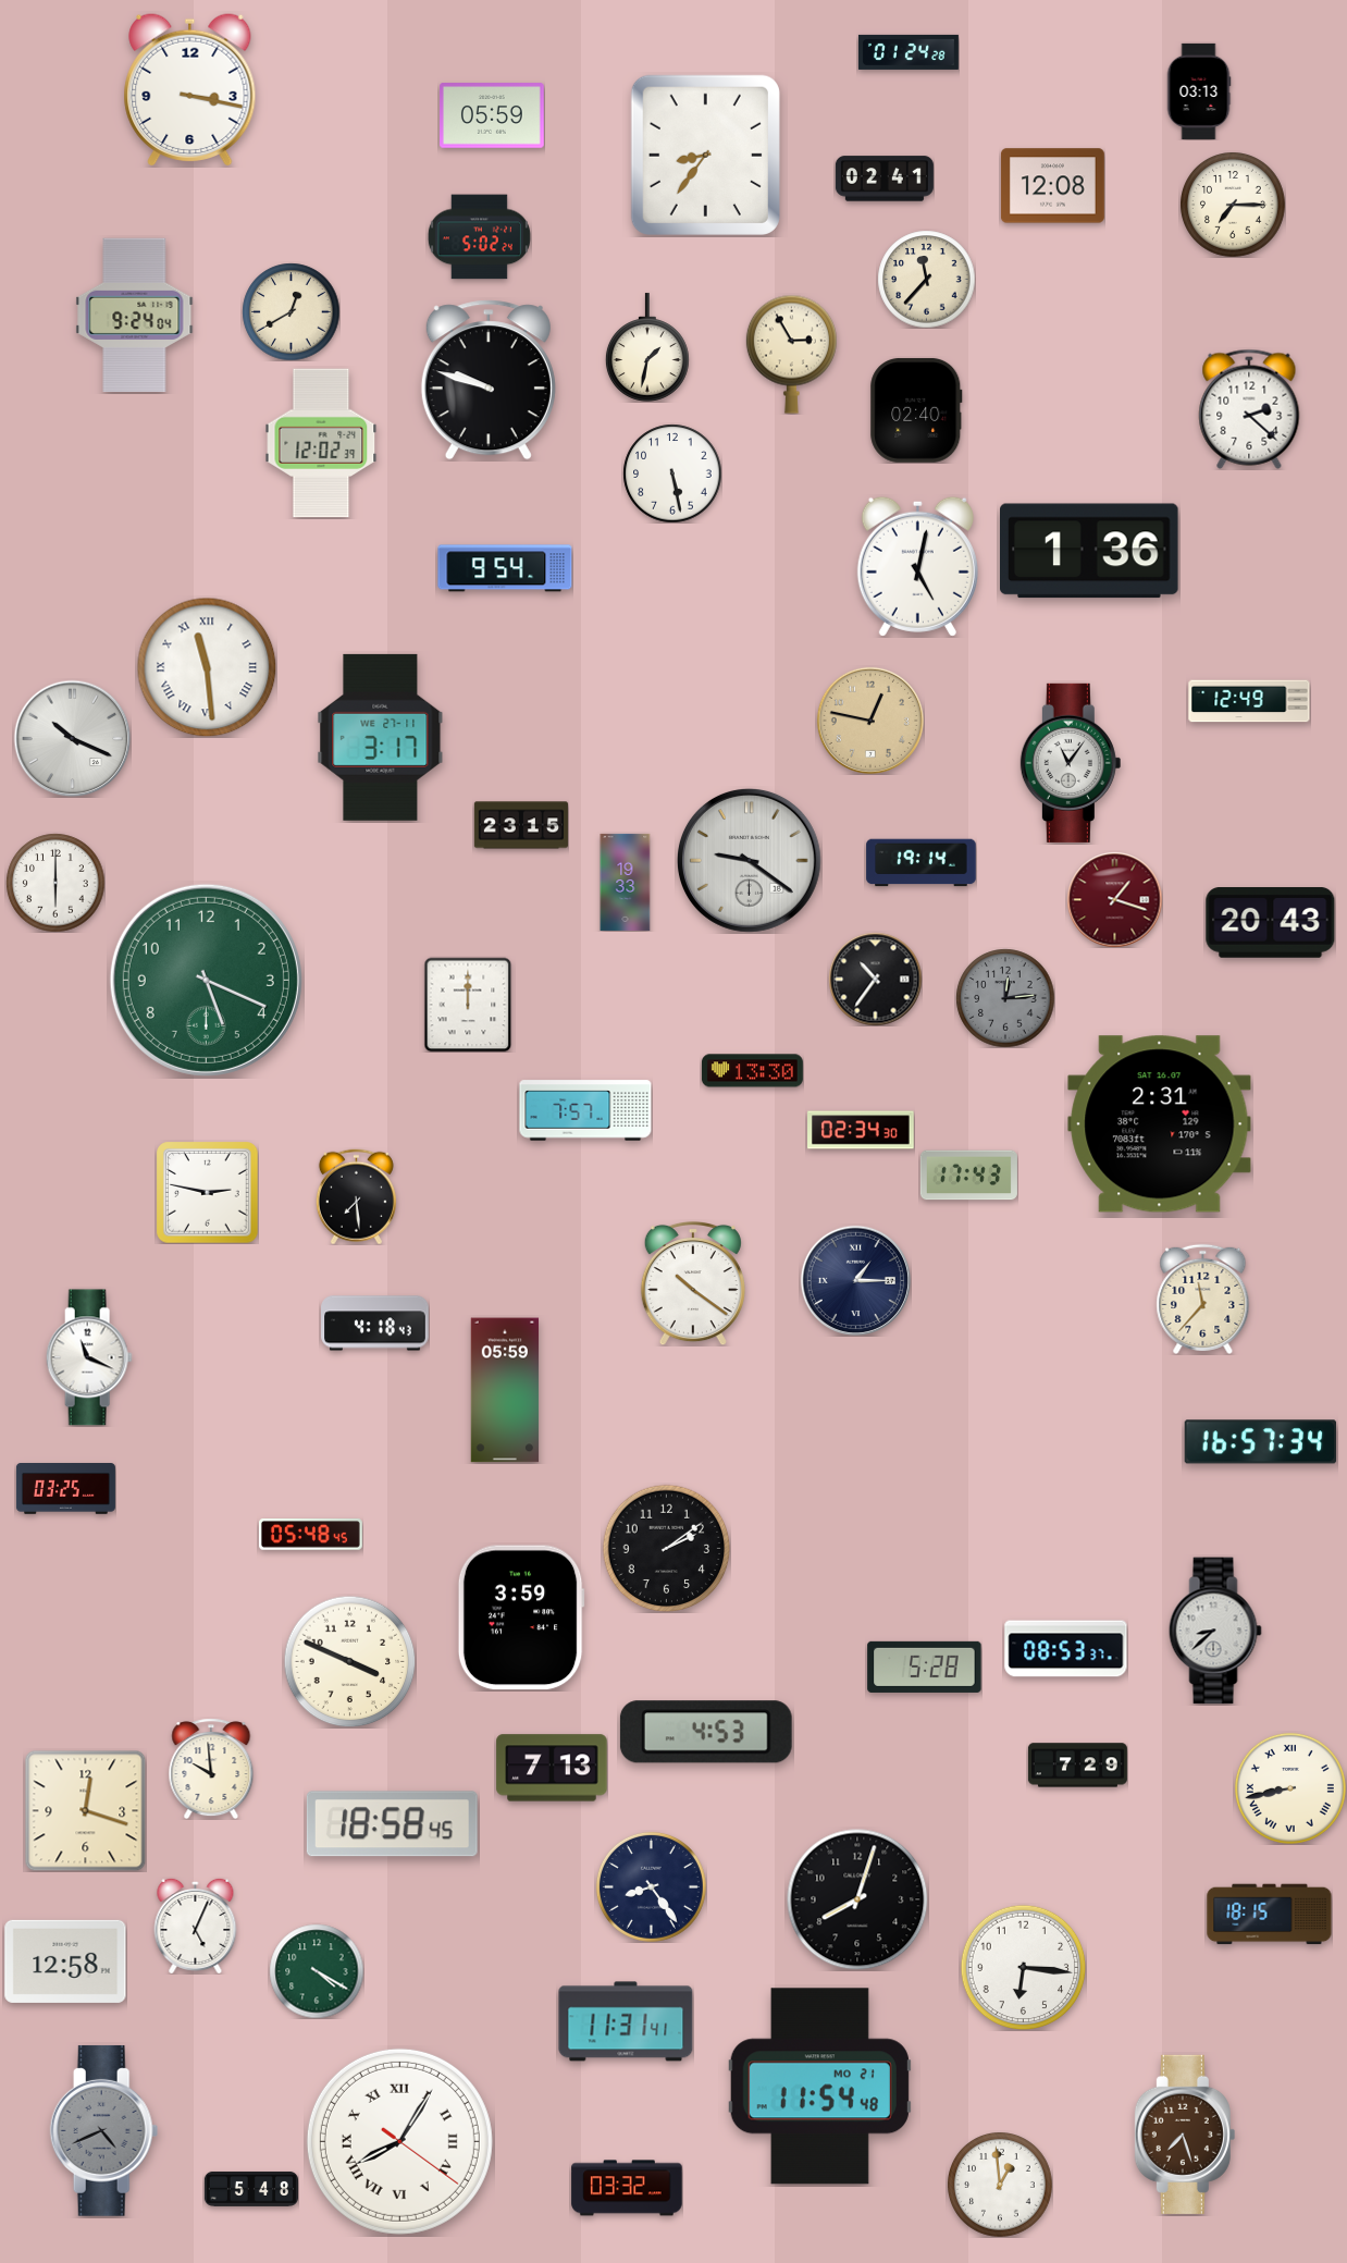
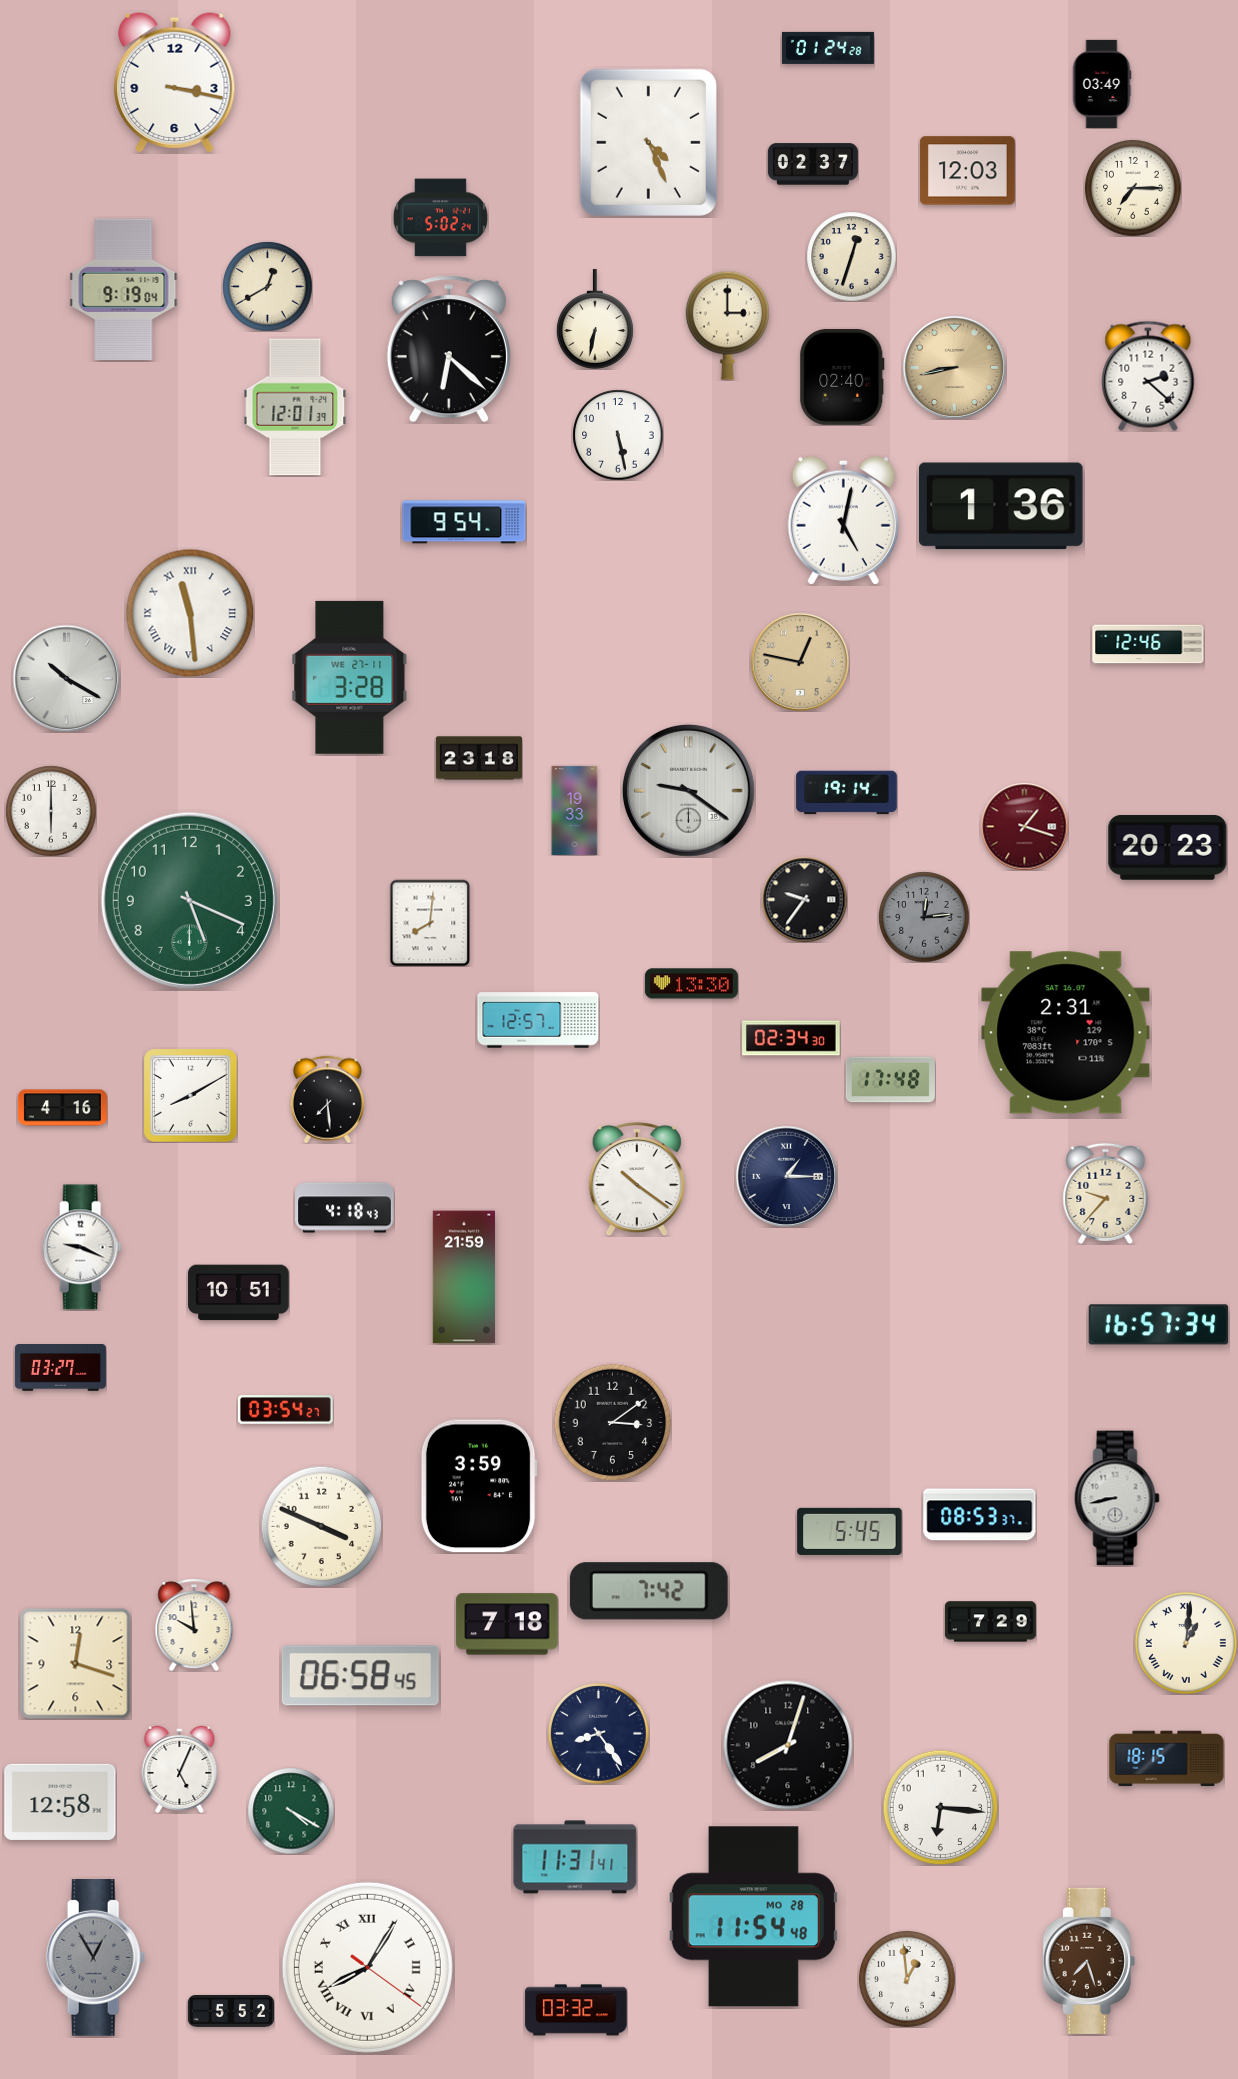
clock at (909, 52) position: (909, 52) -> (828, 48)
clock at (1199, 91): 03:13 -> 03:49
clock at (493, 115): 05:59 -> none
clock at (705, 155): 8:36 -> 4:26
clock at (885, 179): 02:41 -> 02:37
clock at (1052, 186): 12:08 -> 12:03
clock at (926, 279): 11:37 -> 12:33
clock at (135, 315): 9:24 -> 9:19
clock at (647, 347): 1:32 -> 6:32
clock at (791, 354): 2:55 -> 3:00
clock at (489, 380): 9:48 -> 6:22
clock at (954, 367): none -> 8:43
clock at (321, 443): 12:02 -> 12:01
clock at (1249, 701): 12:49 -> 12:46
clock at (381, 737): 3:17 -> 3:28
clock at (72, 738): 10:19 -> 10:20
clock at (1071, 763): 11:06 -> none
clock at (521, 825): 23:15 -> 23:18
clock at (1271, 923): 20:43 -> 20:23
clock at (875, 979): 10:36 -> 9:36
clock at (468, 1005): 12:00 -> 8:01
clock at (585, 1110): 7:57 -> 12:57
clock at (968, 1176): 17:43 -> 17:48
clock at (207, 1192): 2:47 -> 8:10
clock at (62, 1108): none -> 4:16
clock at (1203, 1299): 11:37 -> 9:37
clock at (375, 1324) position: (375, 1324) -> (345, 1208)
clock at (89, 1357): 11:19 -> 9:19
clock at (505, 1390): 05:59 -> 21:59
clock at (239, 1293): none -> 10:51
clock at (65, 1489): 03:25 -> 03:27
clock at (311, 1535): 05:48 -> 03:54
clock at (666, 1548): 2:09 -> 3:09
clock at (1215, 1631): 8:38 -> 8:43
clock at (925, 1666): 5:28 -> 5:45
clock at (706, 1732): 4:53 -> 7:42
clock at (552, 1768): 7:13 -> 7:18
clock at (1290, 1788): 8:43 -> 1:01
clock at (85, 1810) position: (85, 1810) -> (75, 1663)
clock at (392, 1824): 18:58 -> 06:58
clock at (819, 2087) date: MO 21 -> MO 28
clock at (104, 2130): 4:41 -> 12:55
clock at (1000, 2185) position: (1000, 2185) -> (907, 1979)
clock at (250, 2189): 5:48 -> 5:52
